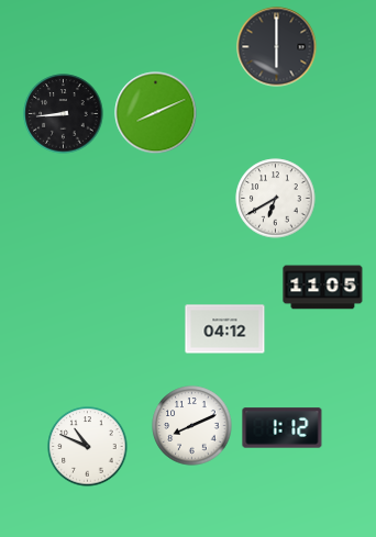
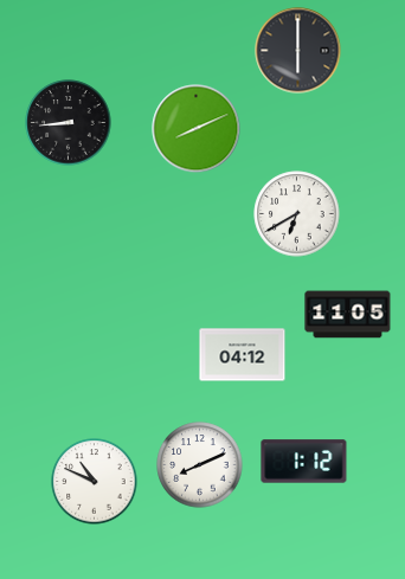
clock at (156, 113) position: (156, 113) -> (197, 129)
clock at (323, 288) position: (323, 288) -> (348, 315)
clock at (192, 426) position: (192, 426) -> (200, 465)
